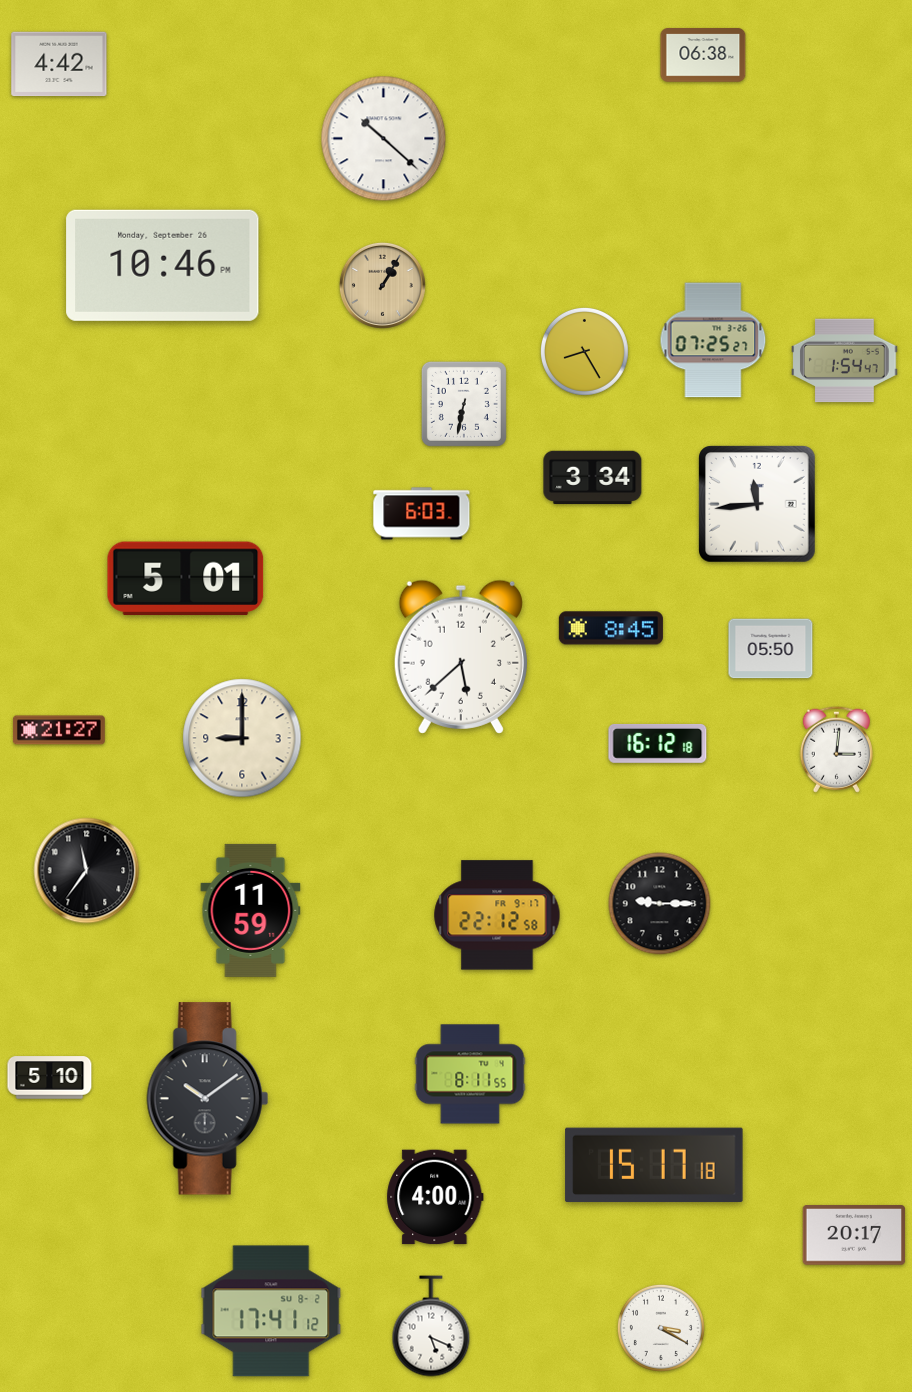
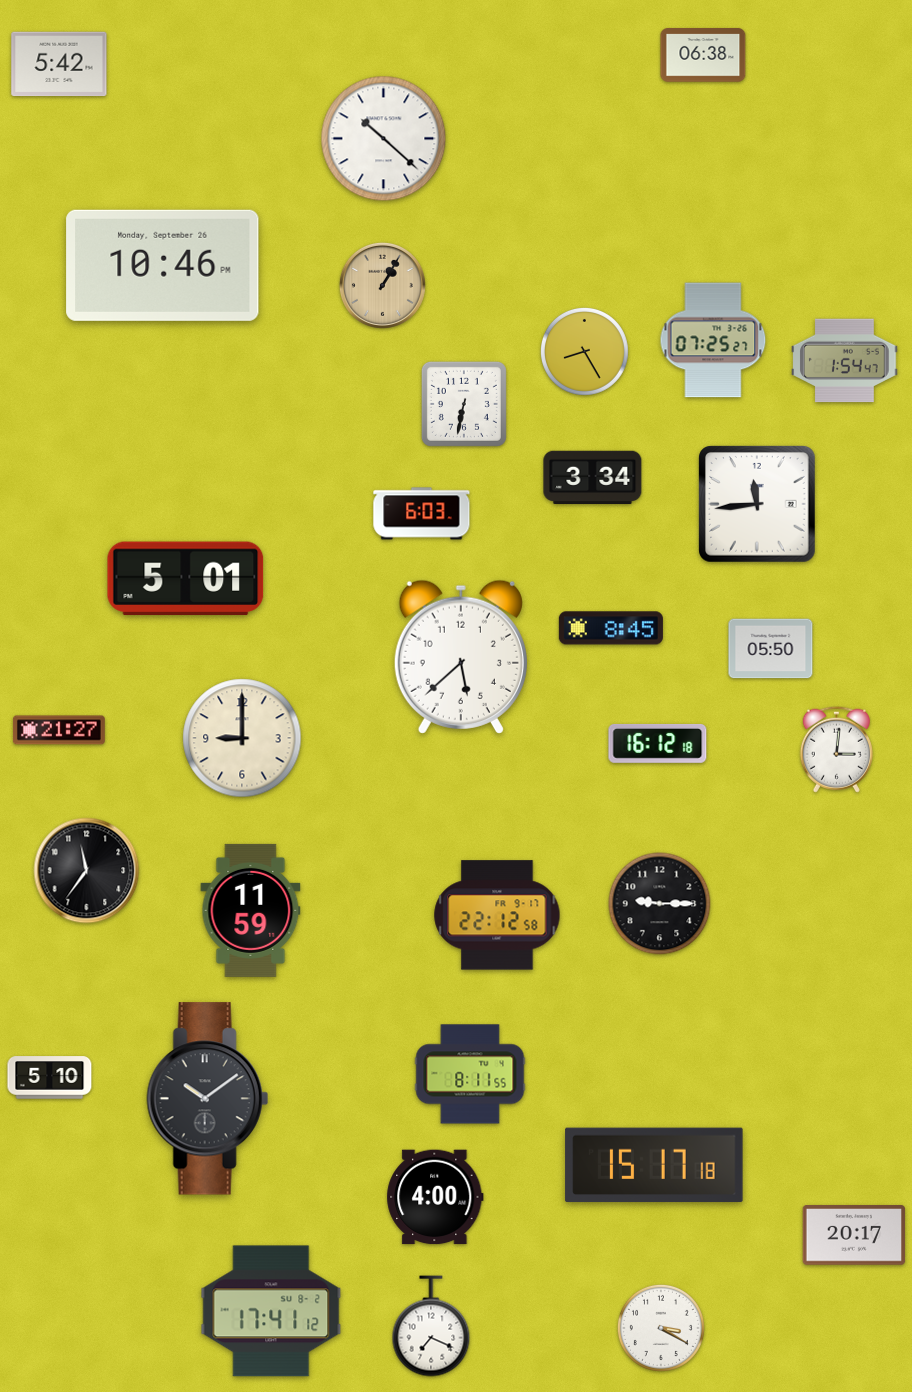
clock at (59, 64): 4:42 -> 5:42
clock at (431, 1326): 5:19 -> 7:19
